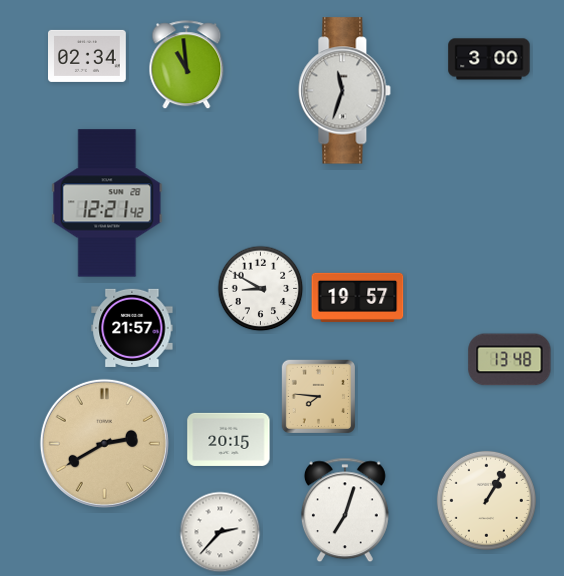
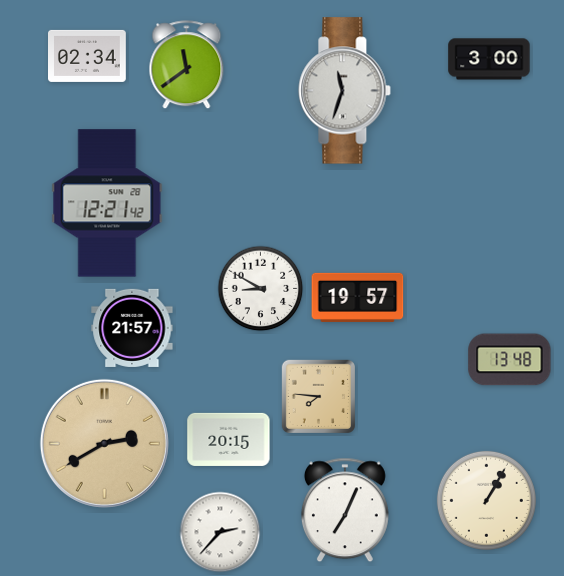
clock at (187, 65): 10:59 -> 11:39
clock at (345, 510): 7:03 -> 7:04
